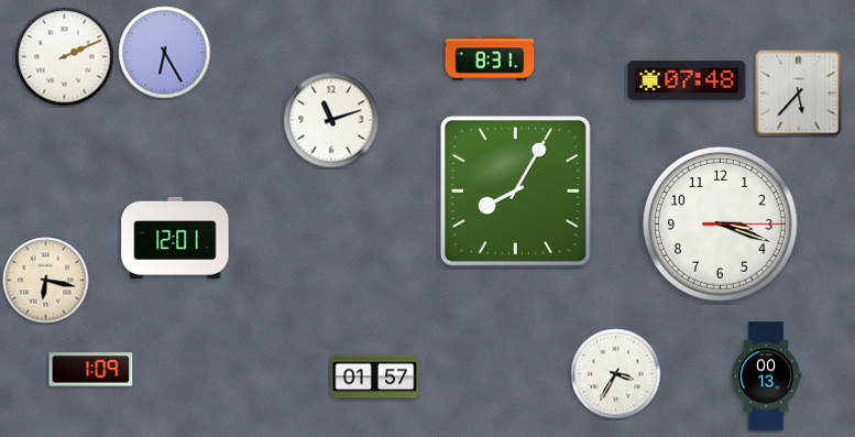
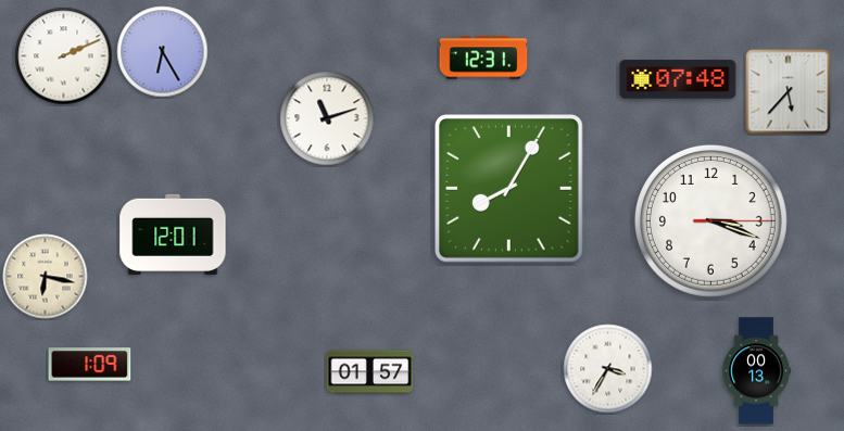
clock at (490, 58): 8:31 -> 12:31
